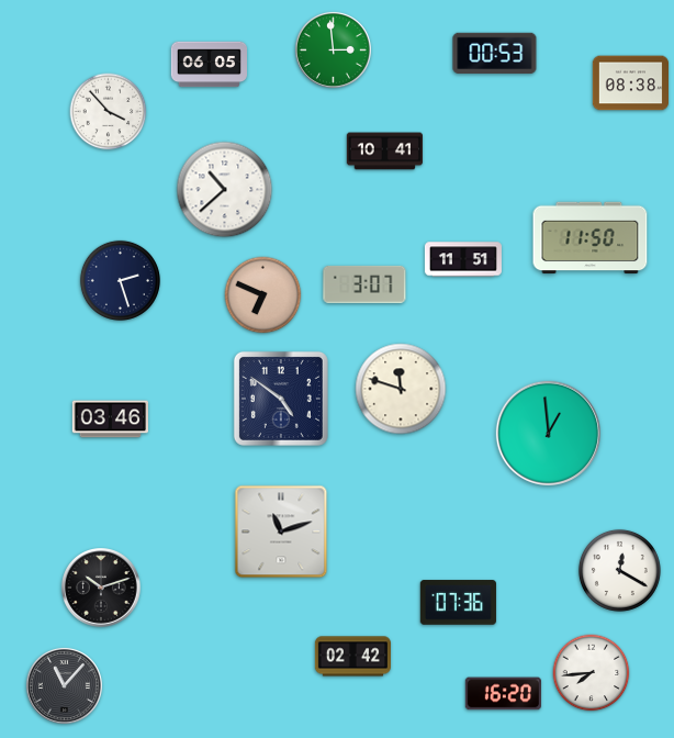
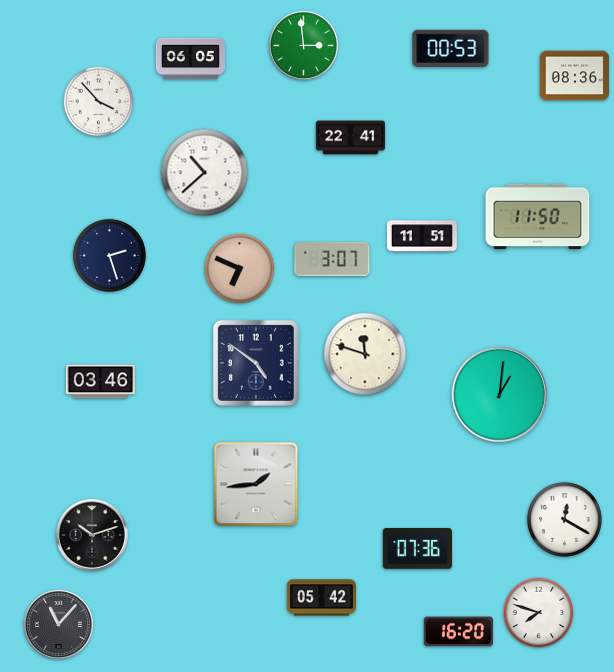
clock at (630, 83): 08:38 -> 08:36
clock at (384, 152): 10:41 -> 22:41
clock at (548, 433): 12:59 -> 1:01
clock at (281, 532): 11:12 -> 1:44
clock at (352, 657): 02:42 -> 05:42
clock at (592, 673): 7:44 -> 7:48
